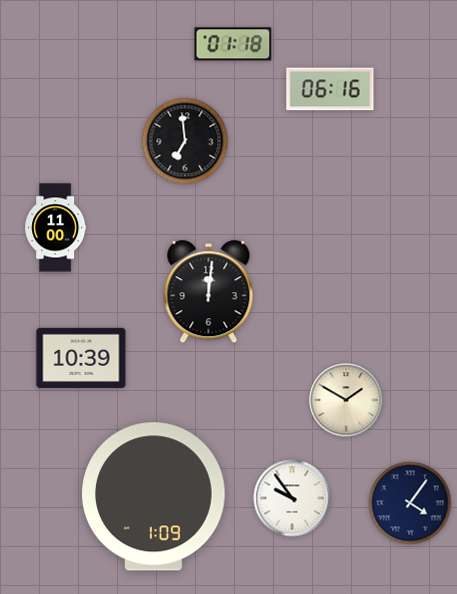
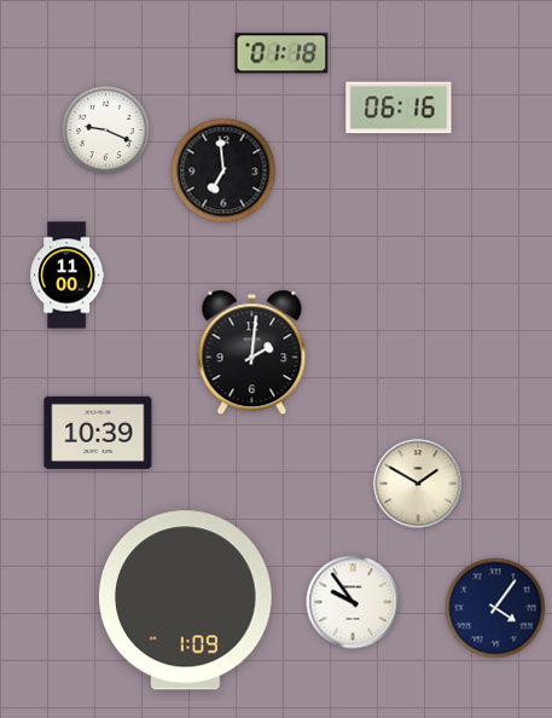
clock at (106, 131): none -> 9:19
clock at (209, 292): 12:01 -> 2:01
